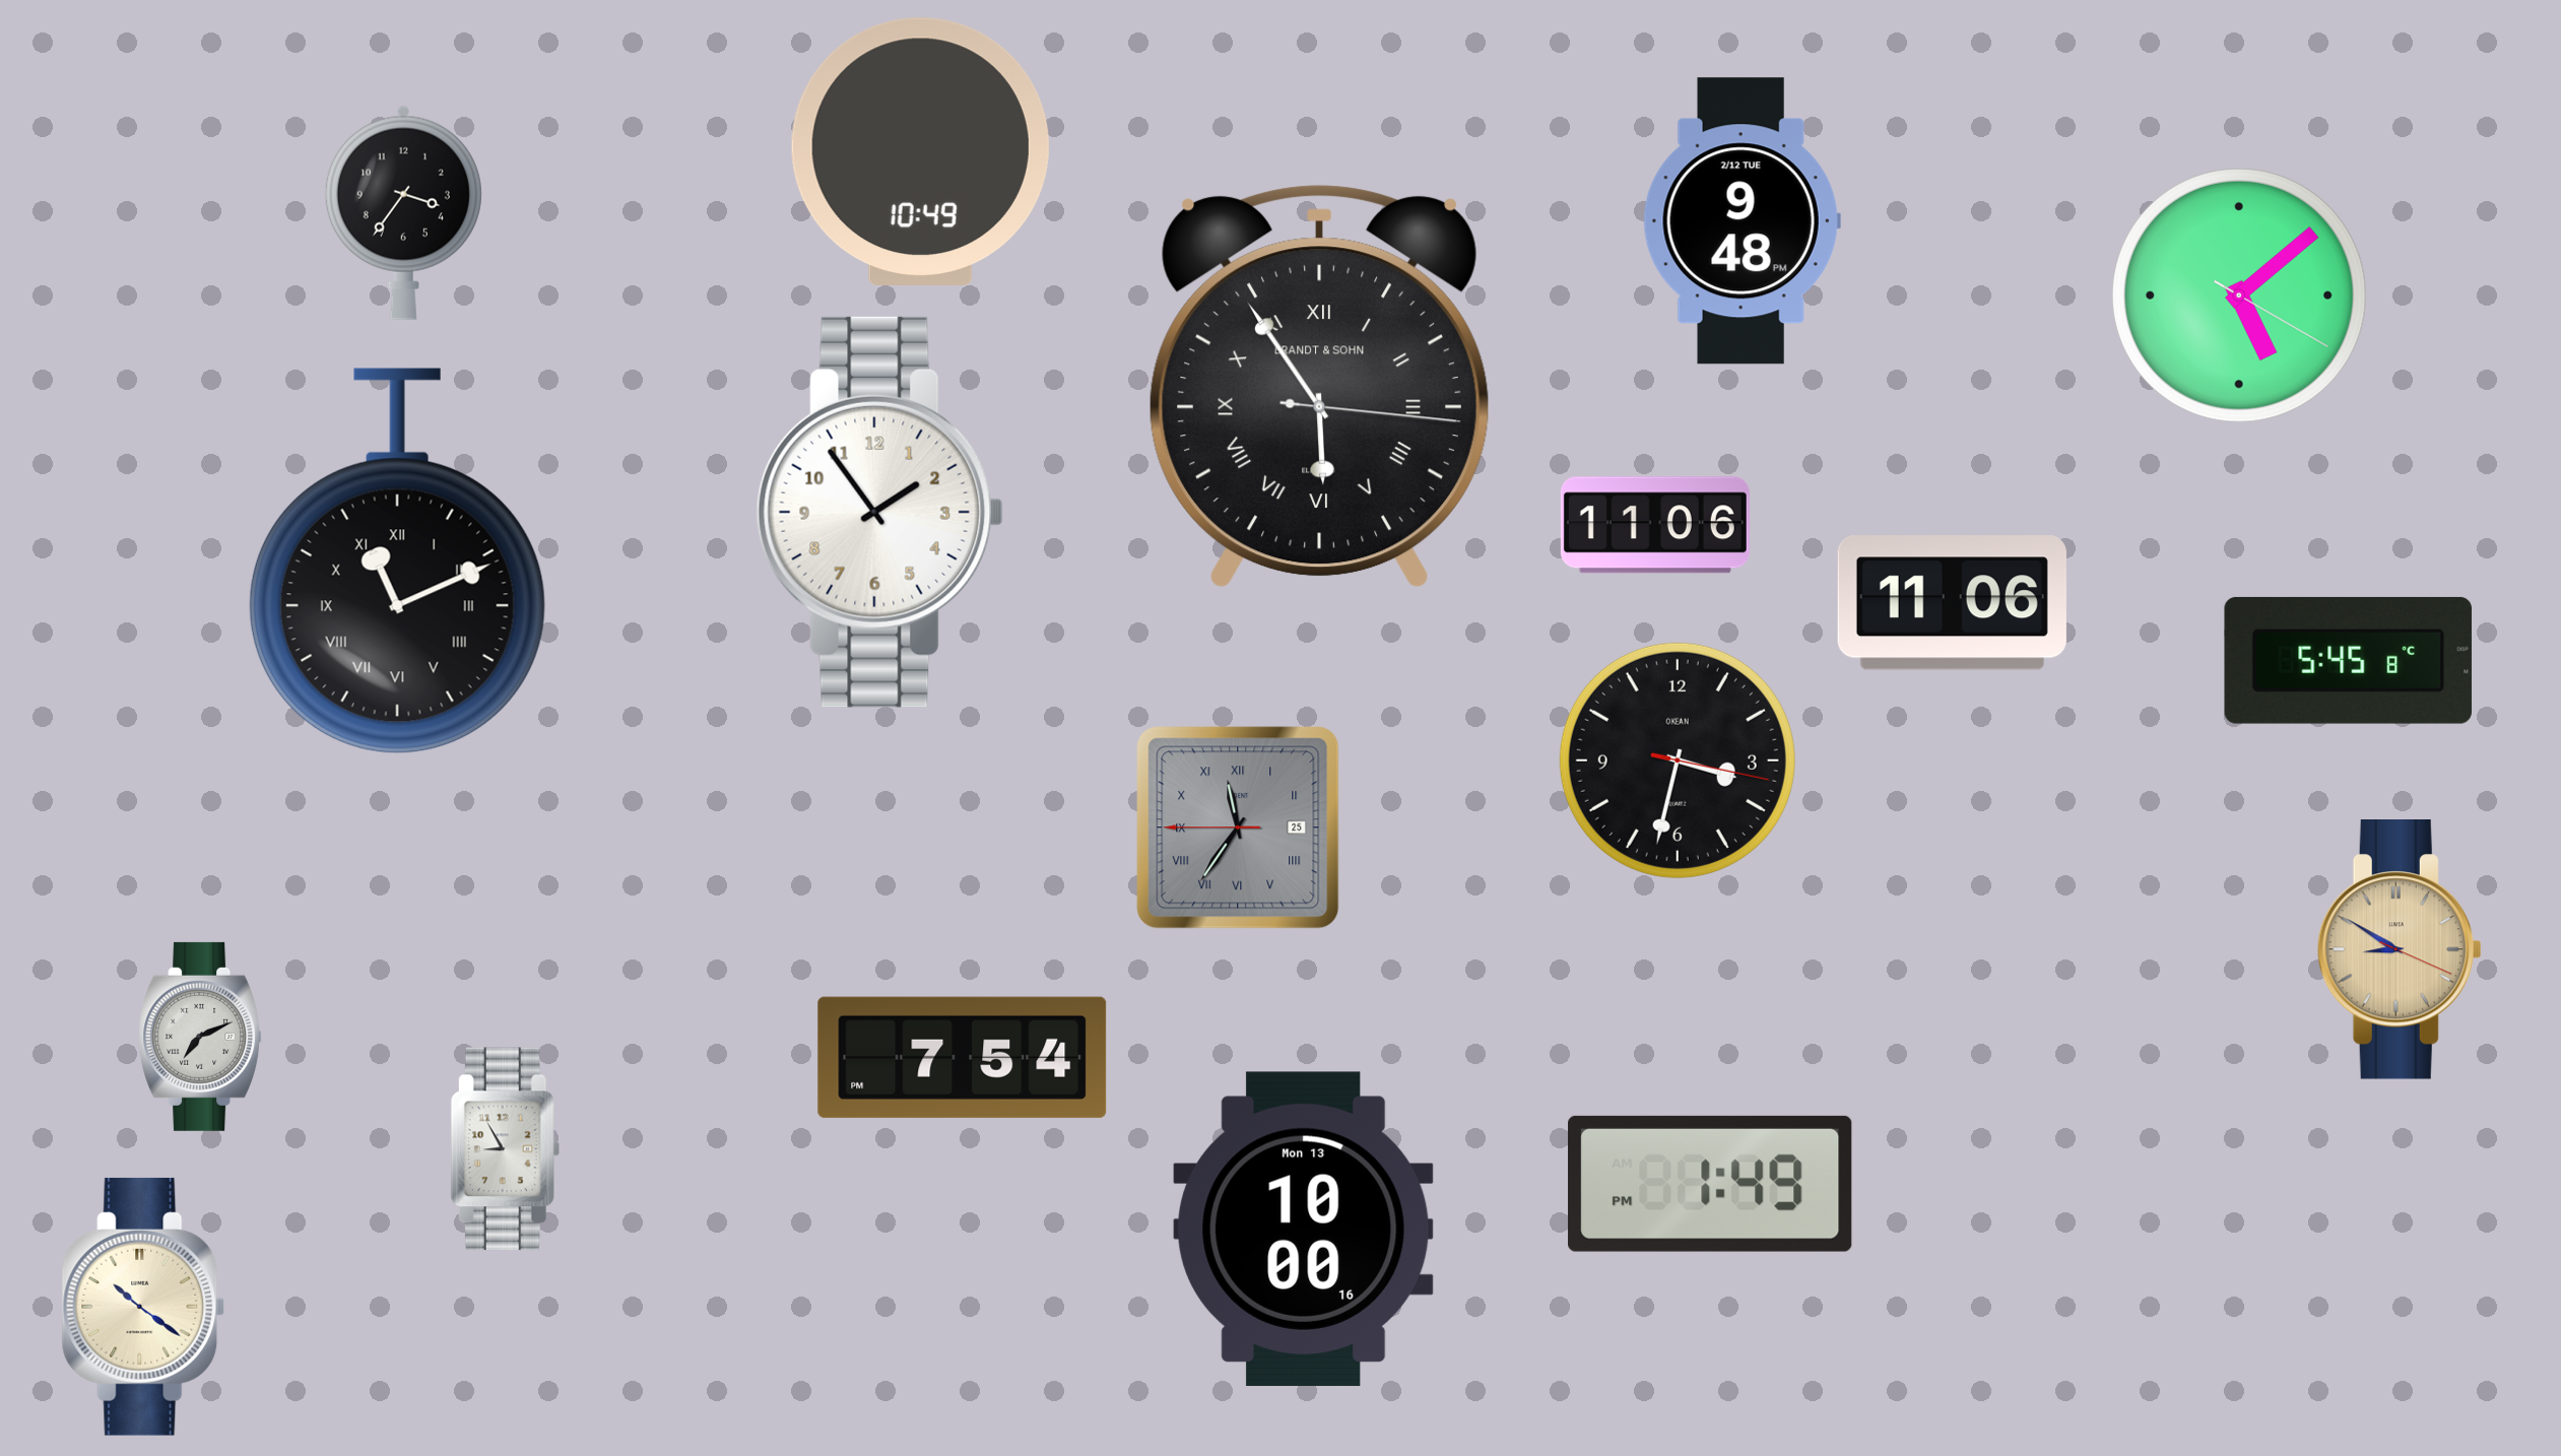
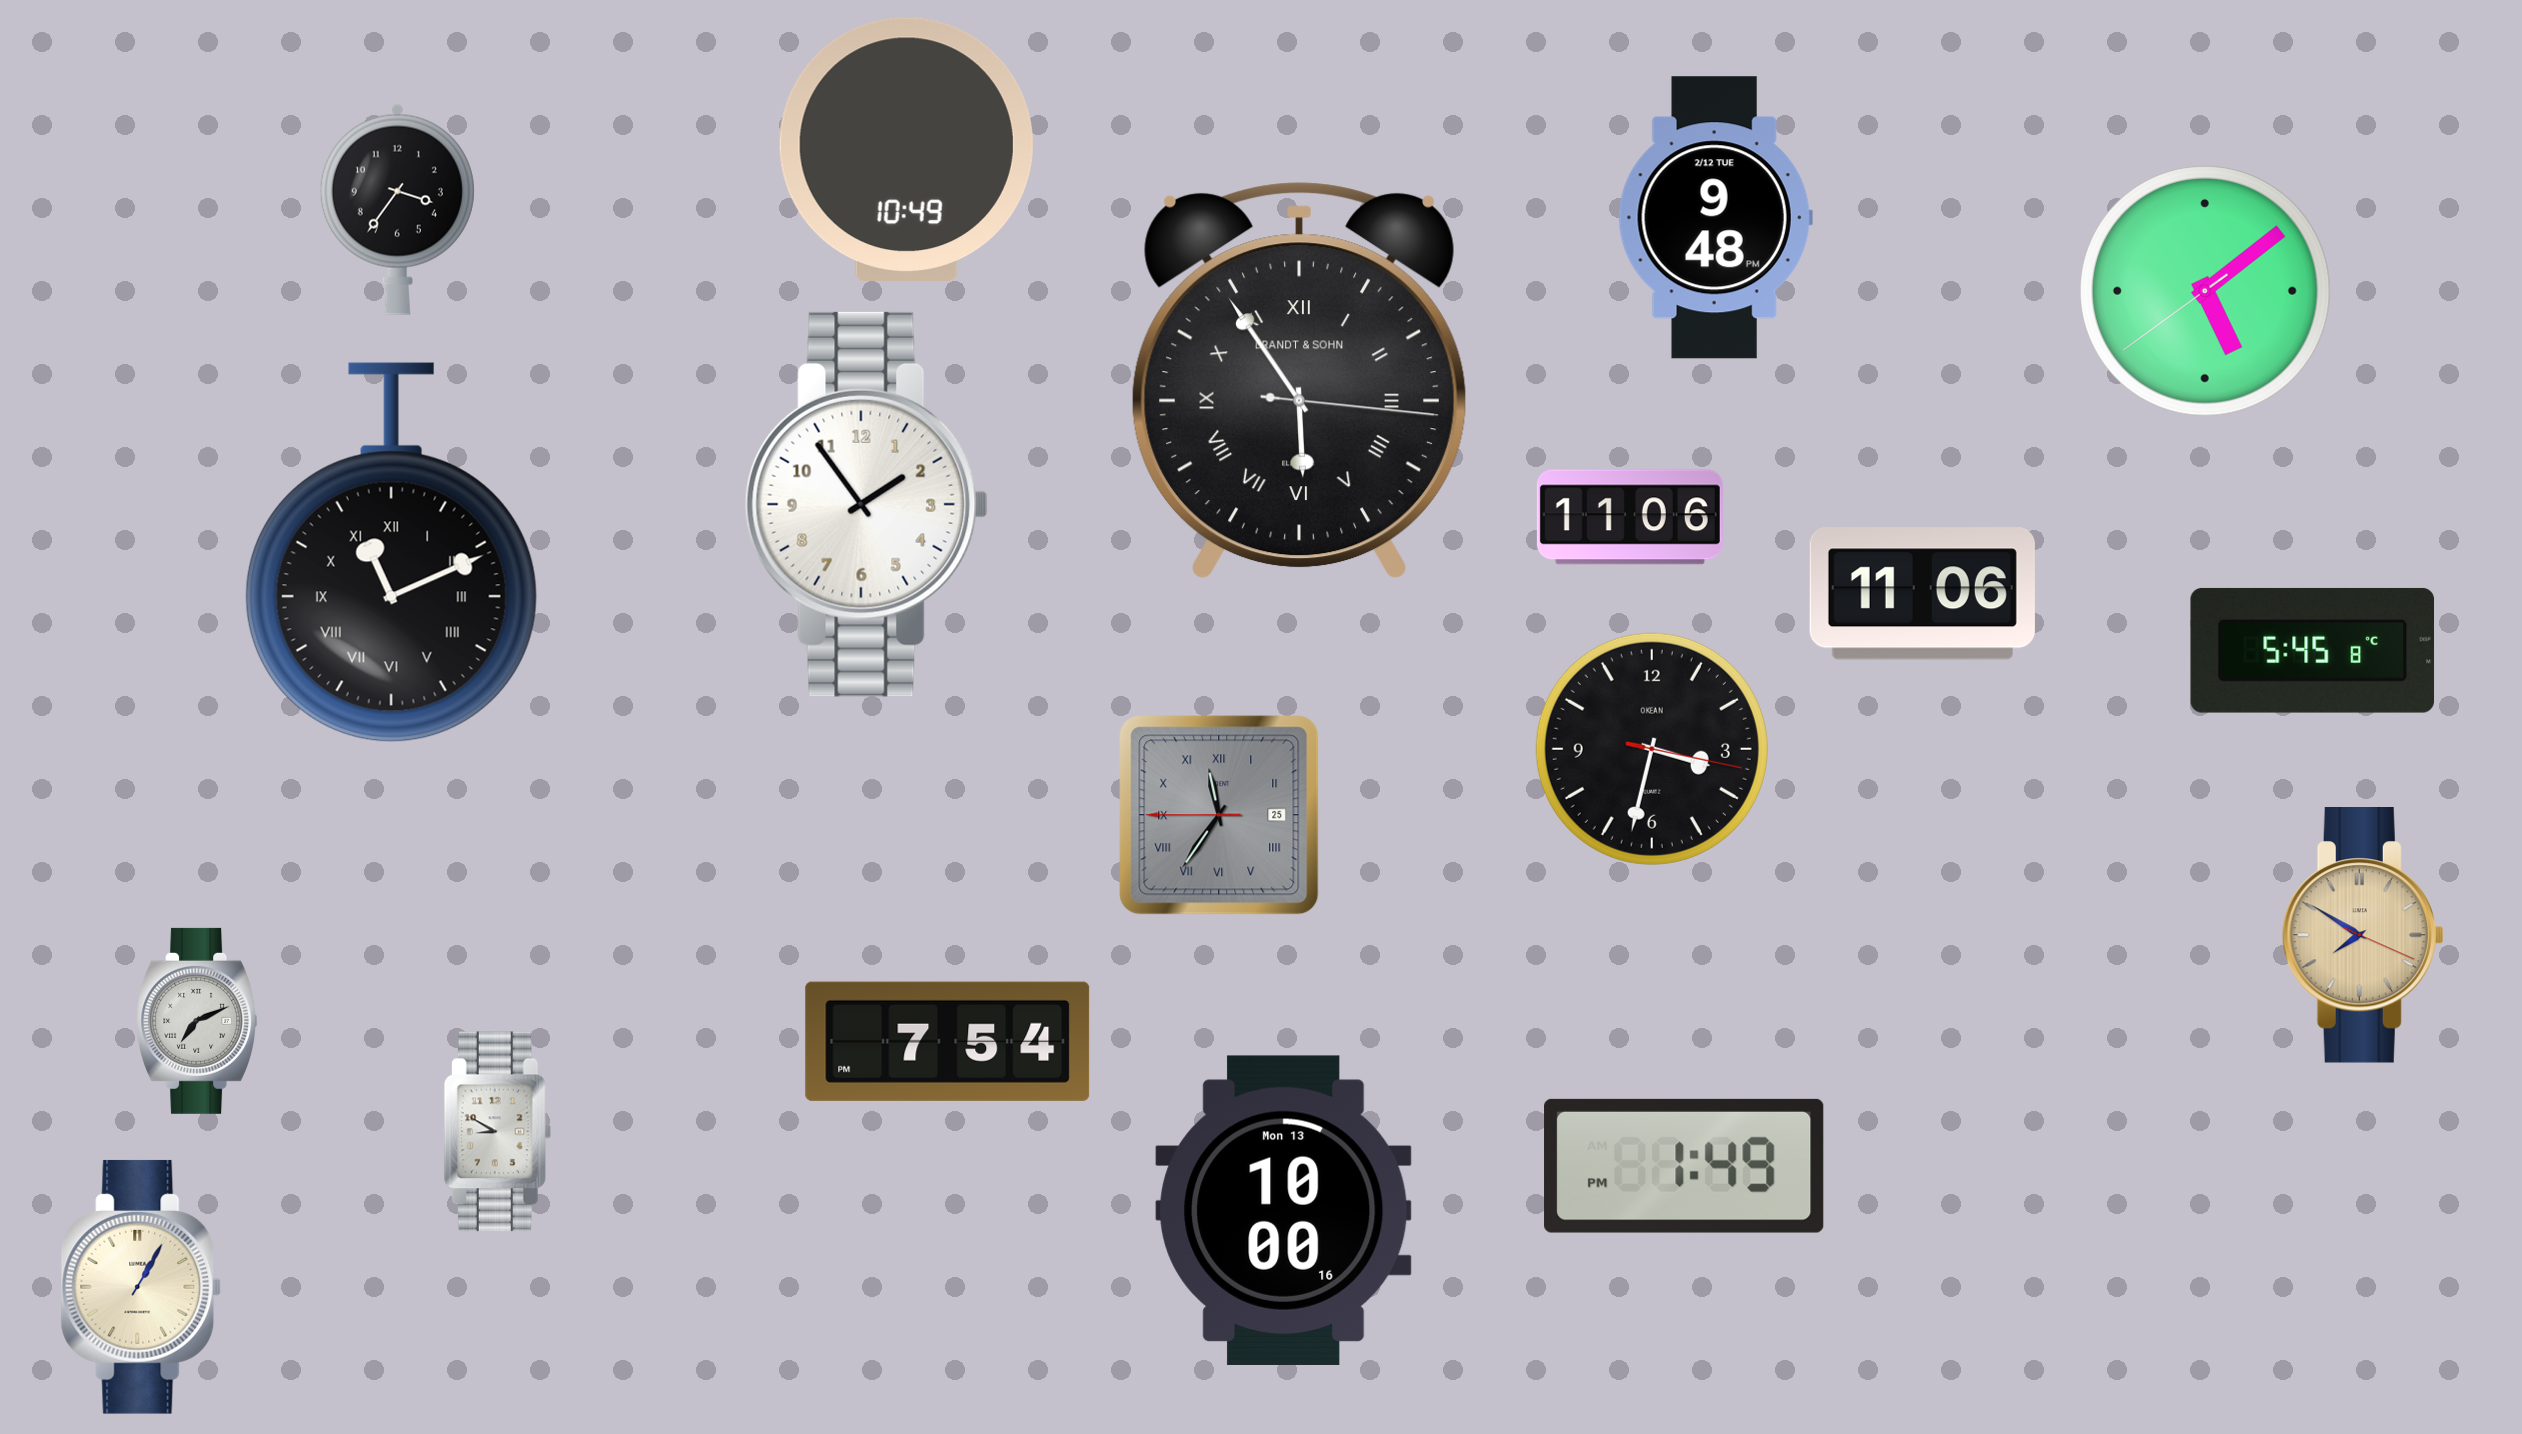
clock at (2239, 295): 5:08:20 -> 5:08:39
clock at (2400, 950): 8:50 -> 7:50
clock at (505, 1149): 8:55 -> 8:50
clock at (143, 1307): 10:21 -> 1:05
